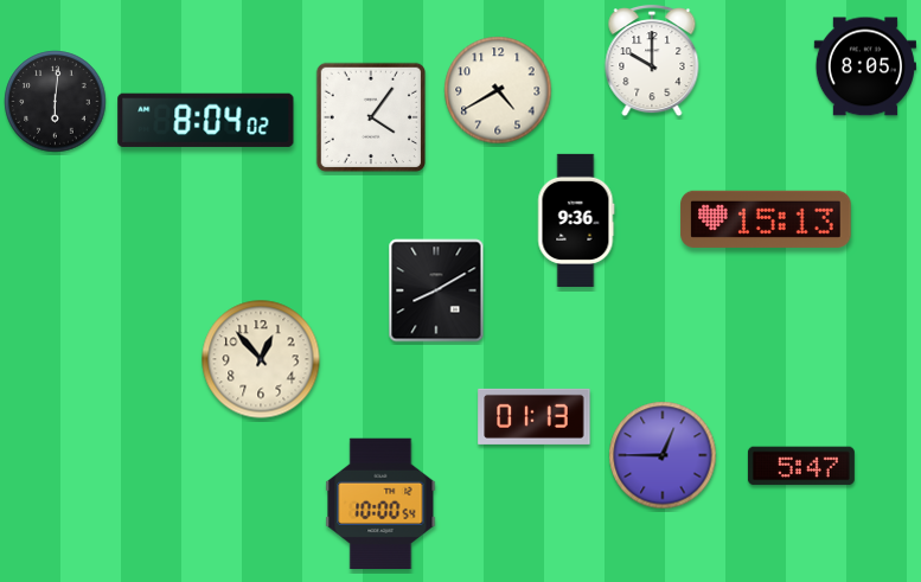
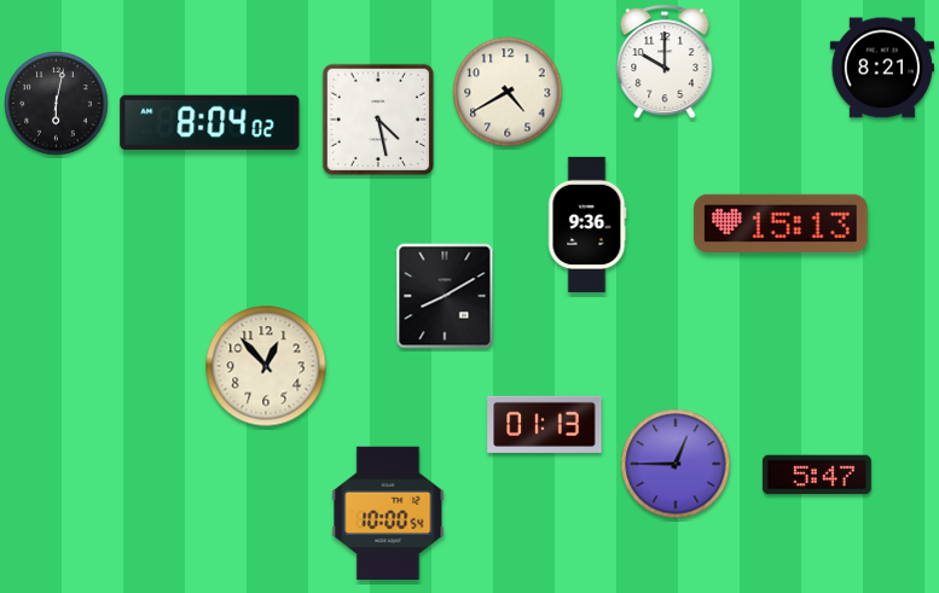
clock at (865, 66): 8:05 -> 8:21
clock at (56, 102): 6:01 -> 6:02
clock at (370, 116): 4:06 -> 4:28
